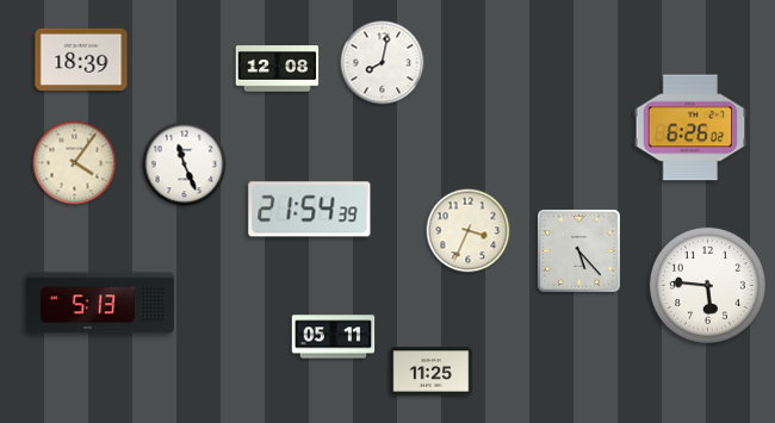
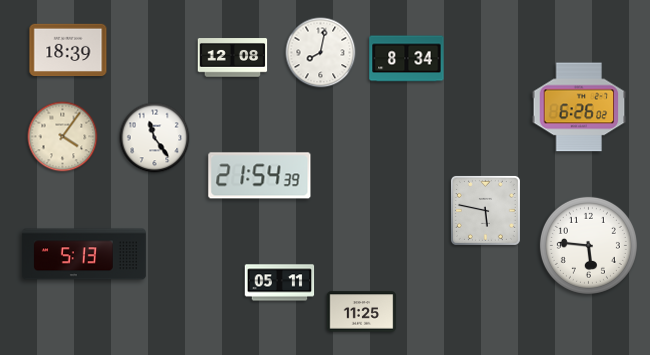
clock at (407, 59): none -> 8:34
clock at (185, 164): 11:26 -> 11:24
clock at (469, 231): 3:34 -> none
clock at (578, 250): 5:23 -> 5:47
clock at (707, 285) position: (707, 285) -> (588, 245)
